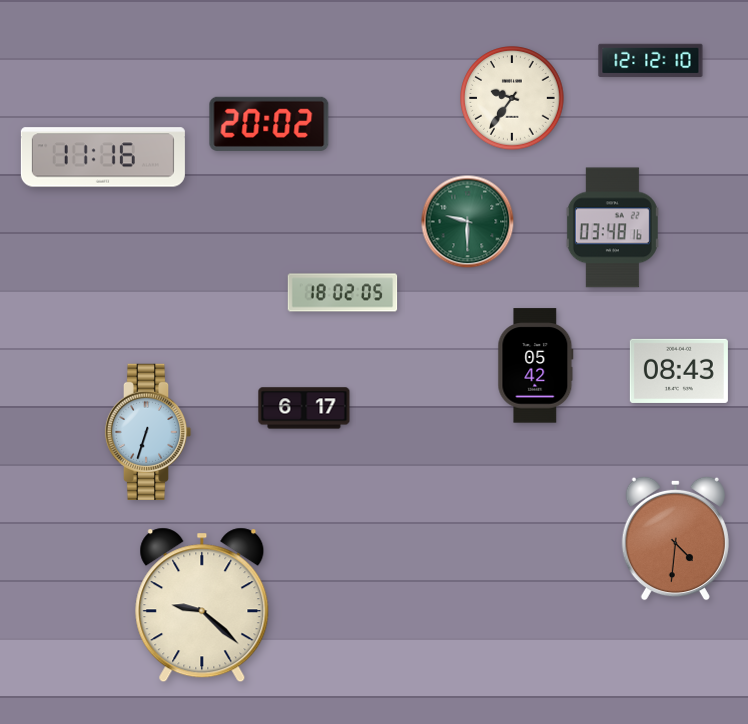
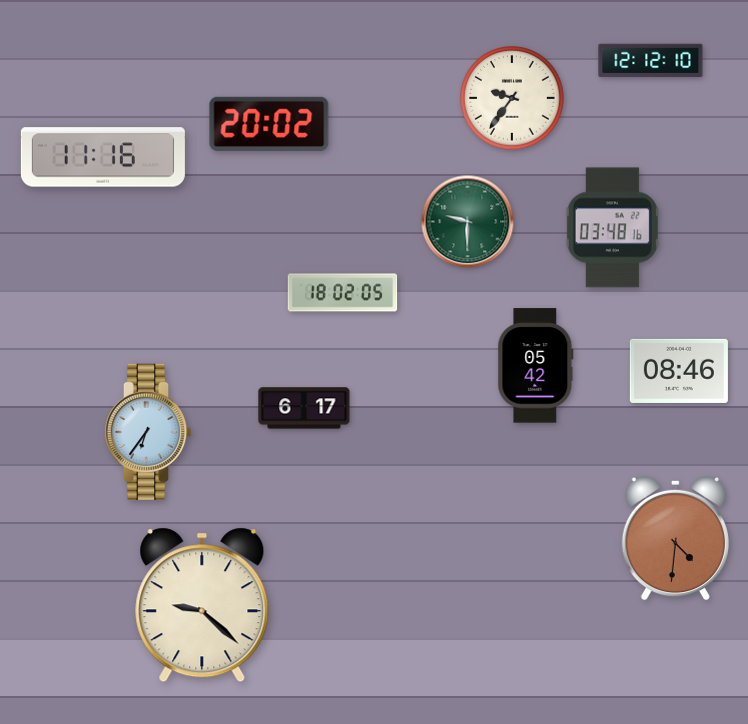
clock at (679, 371): 08:43 -> 08:46
clock at (148, 431): 6:33 -> 6:36
